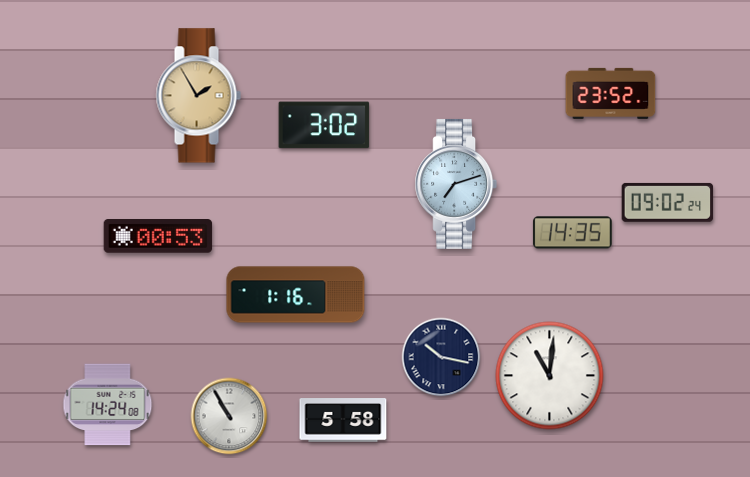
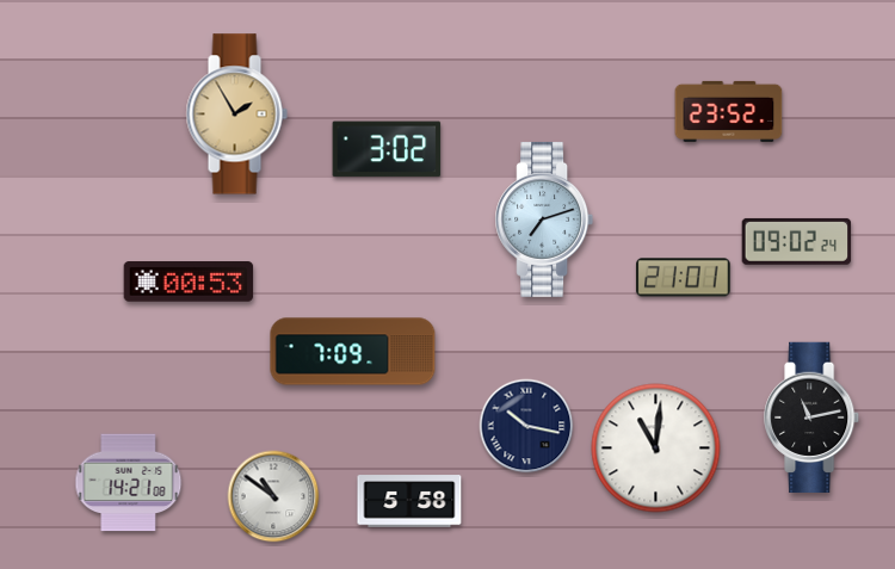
clock at (572, 233): 14:35 -> 21:01
clock at (296, 295): 1:16 -> 7:09
clock at (813, 418): none -> 11:13
clock at (108, 405): 14:24 -> 14:21
clock at (229, 416): 10:55 -> 10:51
